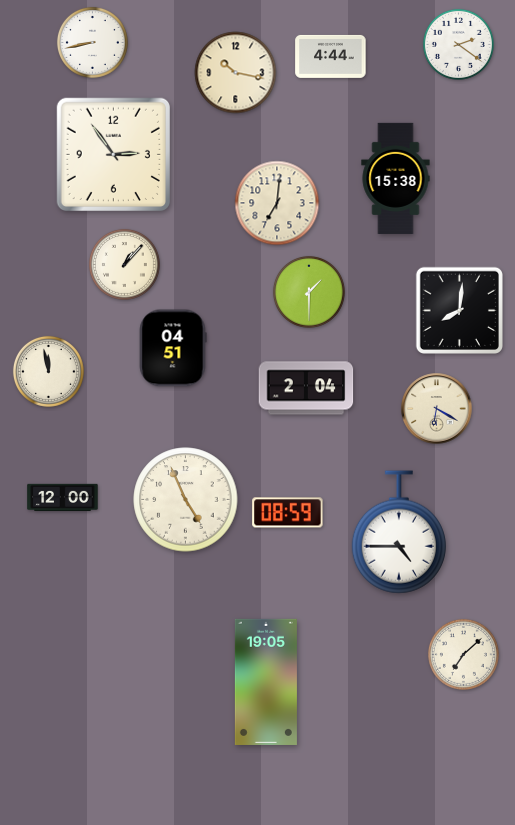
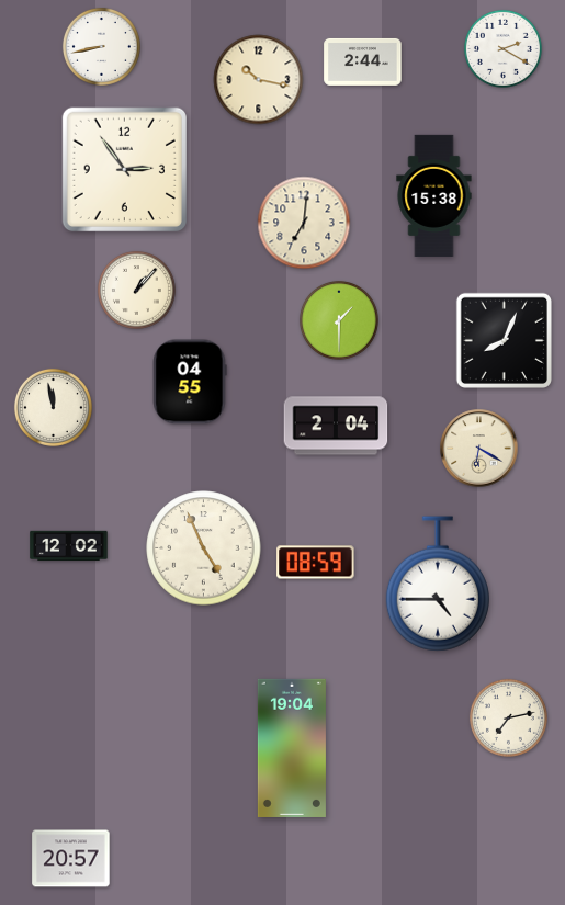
clock at (458, 44): 2:21 -> 2:20
clock at (331, 56): 4:44 -> 2:44
clock at (459, 310): 8:01 -> 8:04
clock at (173, 348): 04:51 -> 04:55
clock at (63, 497): 12:00 -> 12:02
clock at (463, 654): 7:08 -> 7:13
clock at (266, 682): 19:05 -> 19:04
clock at (71, 859): none -> 20:57
